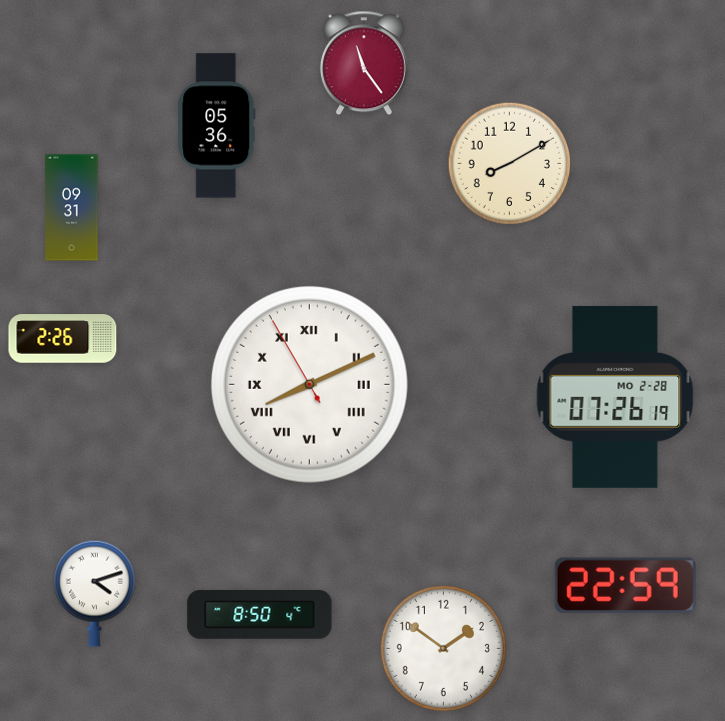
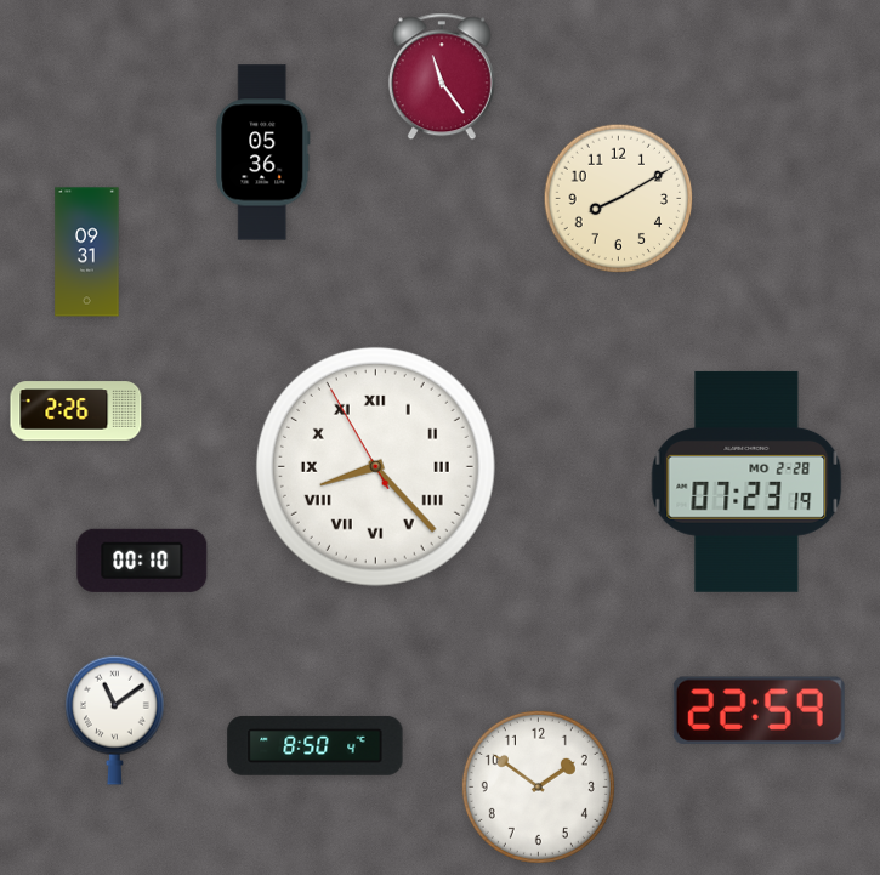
clock at (309, 384): 8:10 -> 8:22
clock at (615, 397): 07:26 -> 07:23
clock at (142, 561): none -> 00:10
clock at (95, 593): 4:12 -> 11:09
